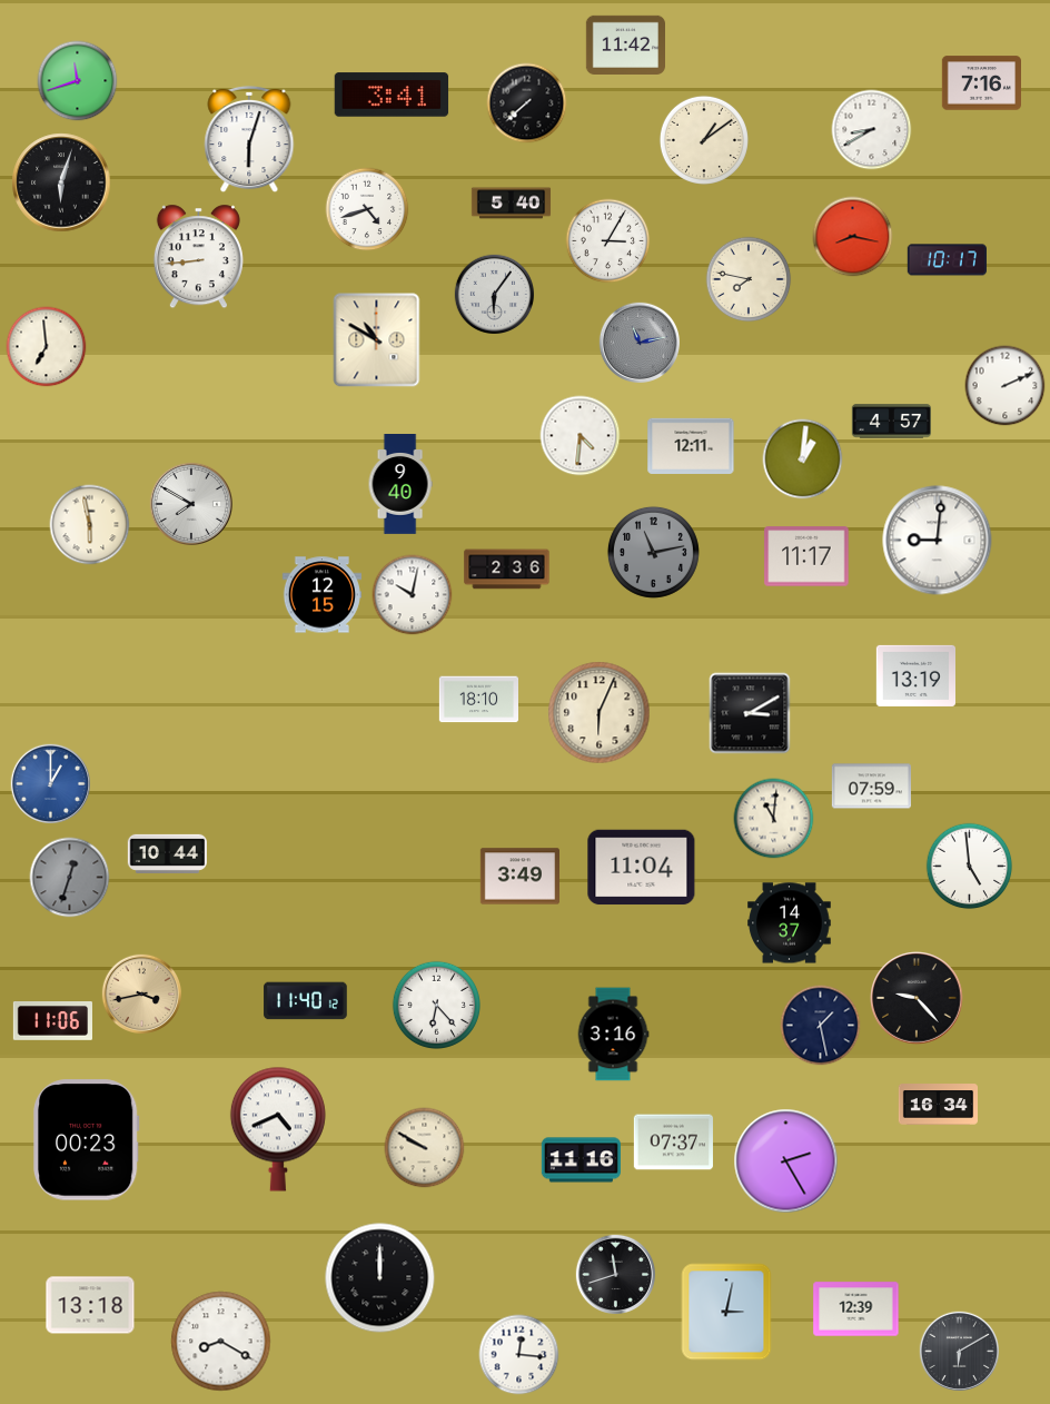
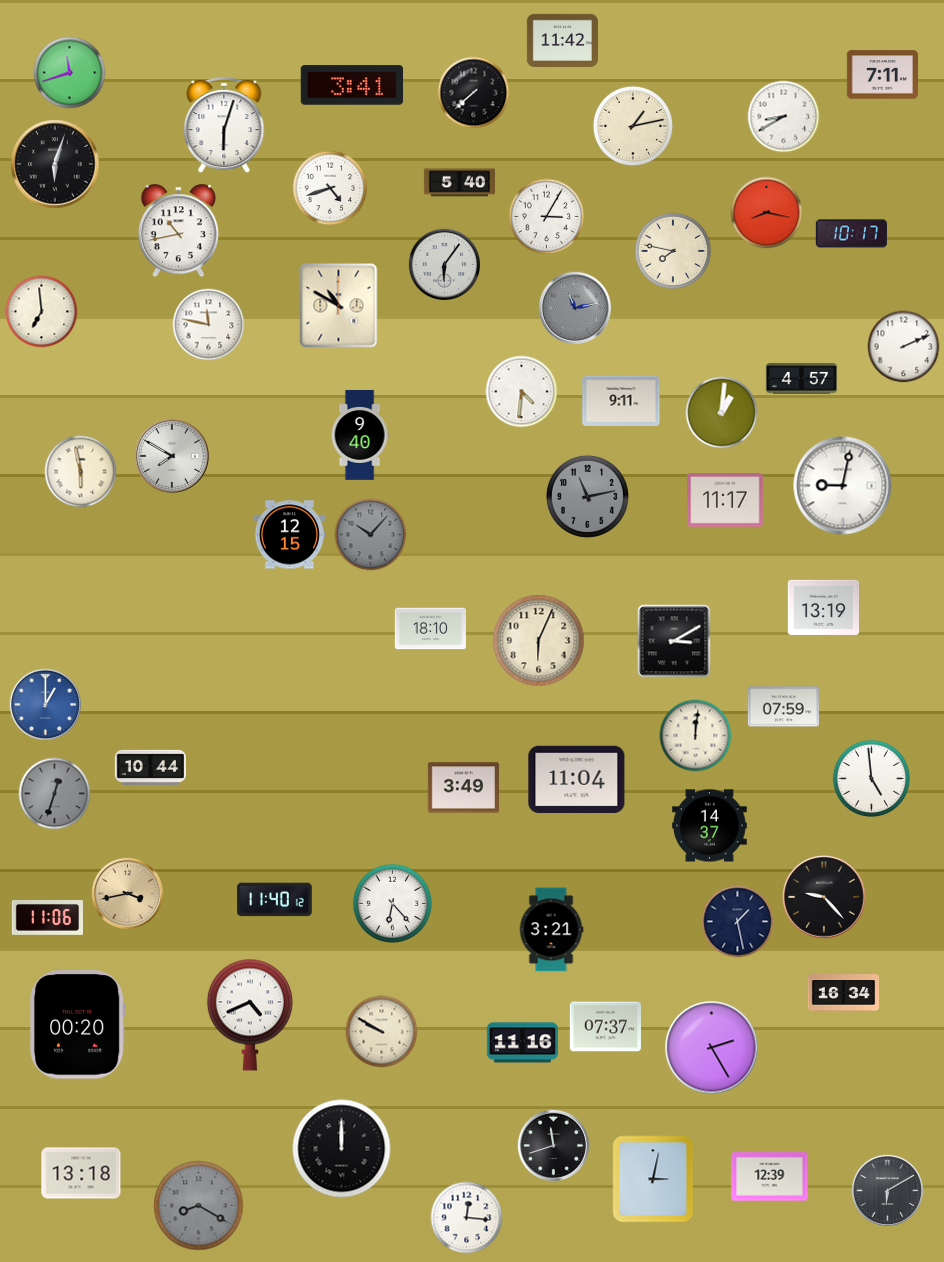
clock at (981, 83): 7:16 -> 7:11
clock at (704, 140): 1:09 -> 1:13
clock at (198, 257): 8:44 -> 10:43
clock at (209, 325): none -> 11:47
clock at (691, 446): 12:11 -> 9:11
clock at (191, 504) position: (191, 504) -> (172, 456)
clock at (938, 541): 9:01 -> 9:02
clock at (507, 570): 2:36 -> none
clock at (413, 595): 10:02 -> 10:07
clock at (413, 595) dial: white -> grey
clock at (774, 819): 11:01 -> 12:01
clock at (519, 877) position: (519, 877) -> (463, 788)
clock at (70, 878) position: (70, 878) -> (55, 794)
clock at (790, 923) position: (790, 923) -> (710, 826)
clock at (613, 1035): 3:16 -> 3:21
clock at (86, 1140): 00:23 -> 00:20
clock at (786, 1161) position: (786, 1161) -> (712, 1048)
clock at (221, 1342) dial: white -> grey
clock at (959, 1351) position: (959, 1351) -> (887, 1190)
